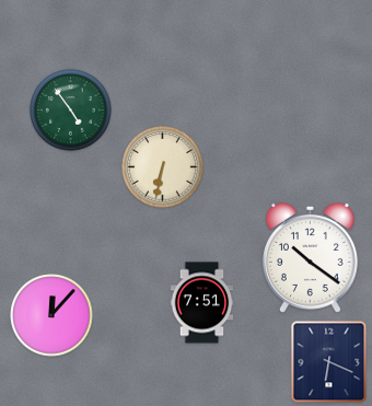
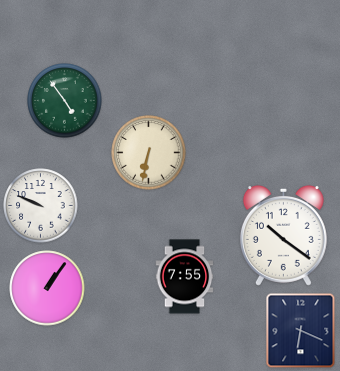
clock at (41, 206): none -> 9:49
clock at (202, 303): 7:51 -> 7:55
clock at (51, 315): 12:07 -> 1:06
